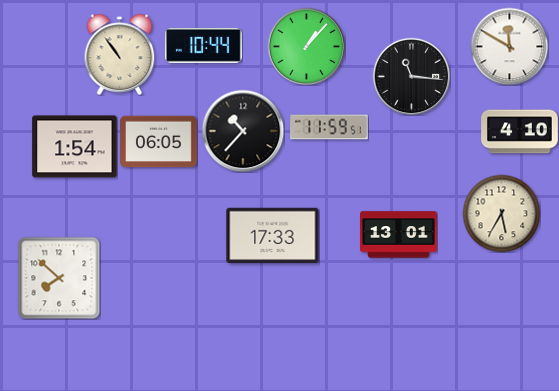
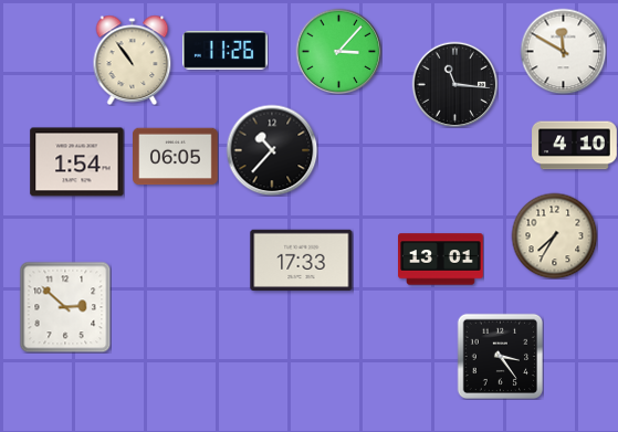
clock at (204, 45): 10:44 -> 11:26
clock at (306, 46): 1:07 -> 3:07
clock at (329, 127): 11:59 -> none
clock at (243, 131) position: (243, 131) -> (272, 150)
clock at (75, 147) position: (75, 147) -> (77, 162)
clock at (501, 213): 5:35 -> 7:35
clock at (59, 278): 7:52 -> 2:52
clock at (500, 356): none -> 3:24
